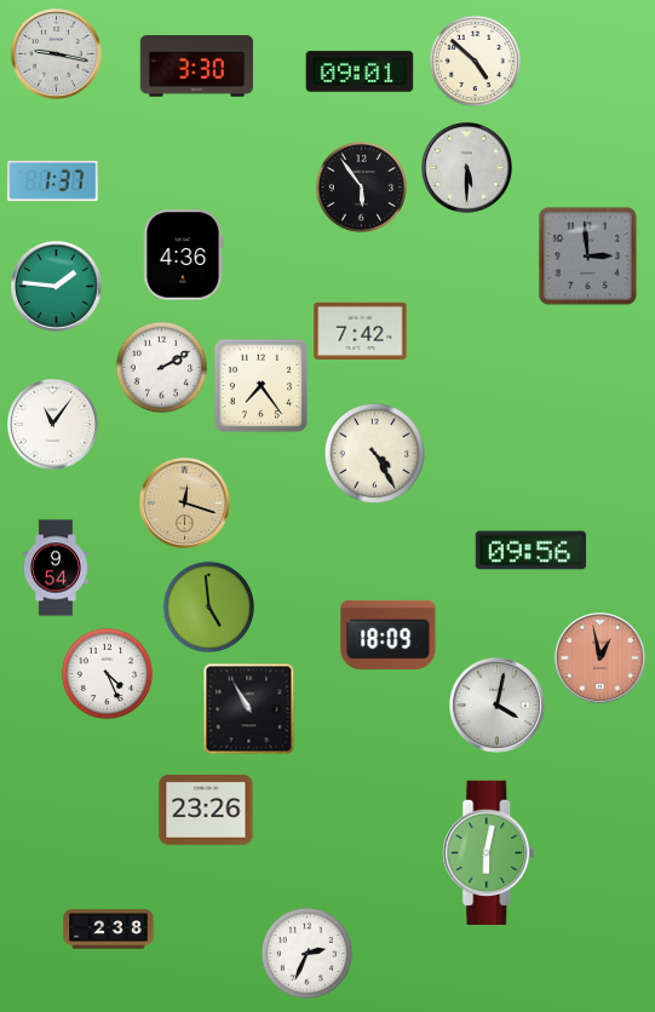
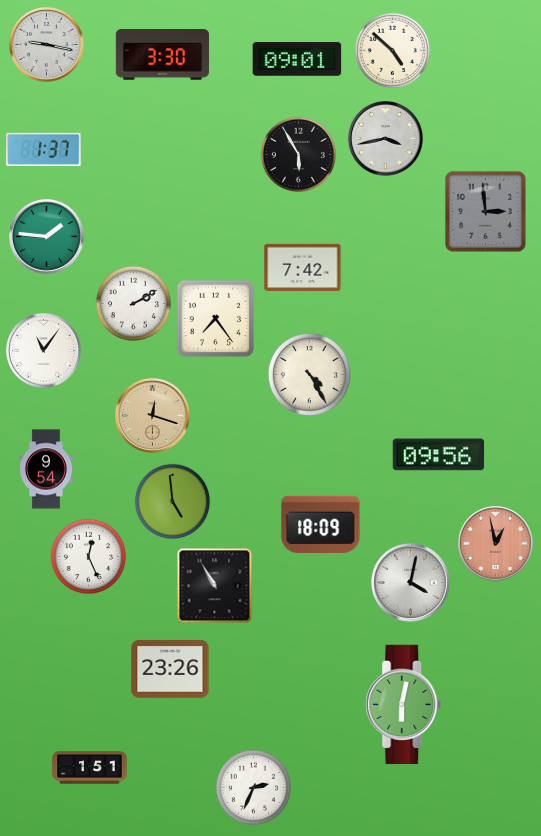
clock at (467, 168): 5:30 -> 3:43
clock at (361, 186): 5:54 -> 5:55
clock at (183, 255): 4:36 -> none
clock at (361, 330) position: (361, 330) -> (303, 267)
clock at (107, 673): 4:26 -> 12:26
clock at (249, 709) position: (249, 709) -> (215, 586)
clock at (109, 930): 2:38 -> 1:51
